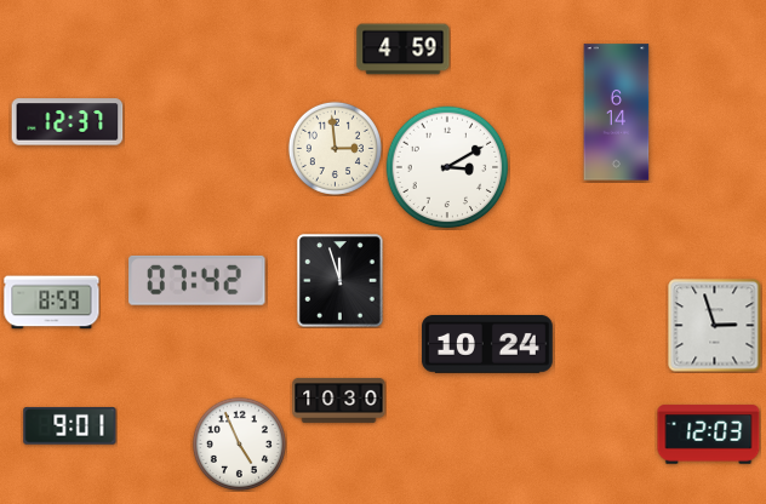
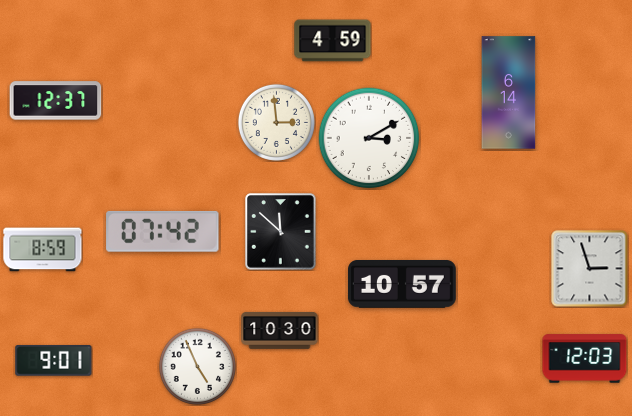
clock at (341, 281): 11:57 -> 11:52
clock at (487, 345): 10:24 -> 10:57
clock at (70, 426) position: (70, 426) -> (54, 361)
